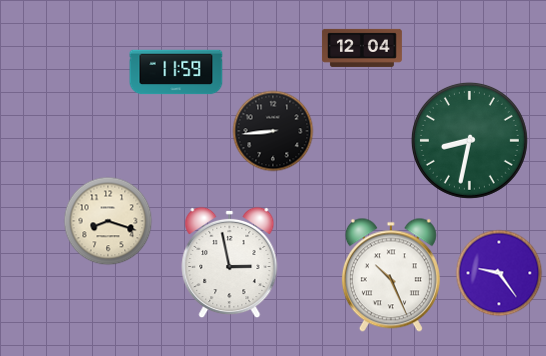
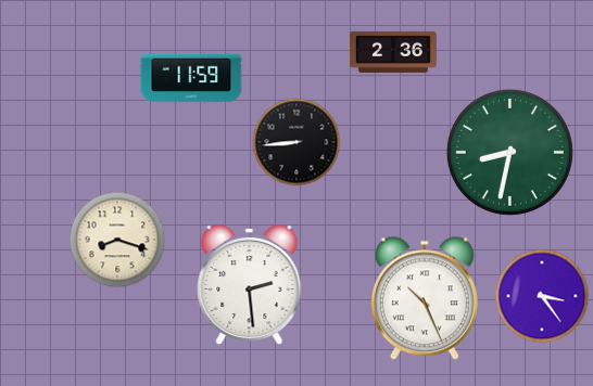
clock at (362, 48): 12:04 -> 2:36
clock at (230, 263): 2:58 -> 2:29
clock at (499, 273): 9:24 -> 3:24
